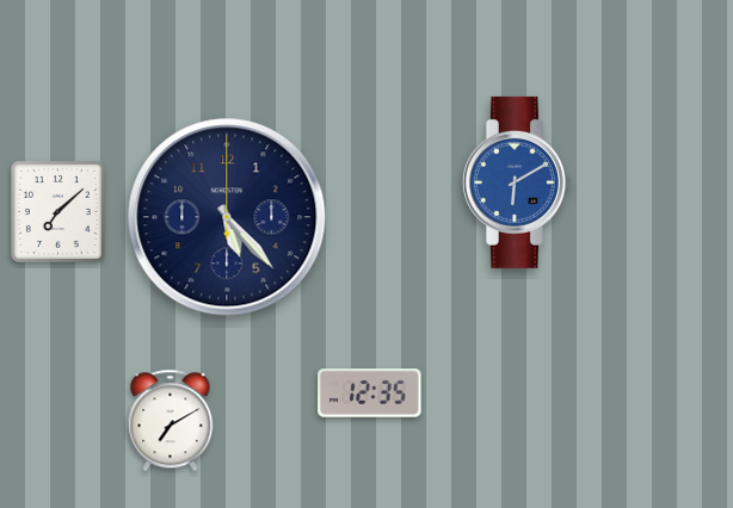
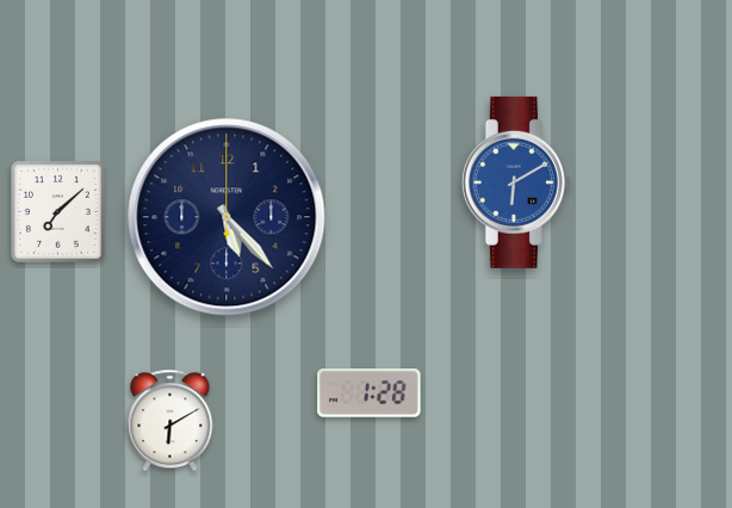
clock at (370, 394): 12:35 -> 1:28
clock at (171, 421): 7:10 -> 6:10
